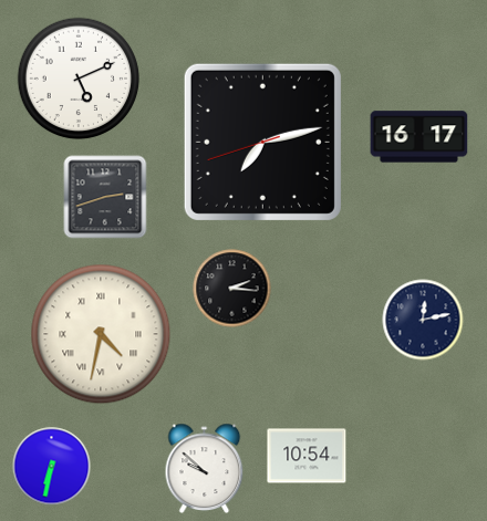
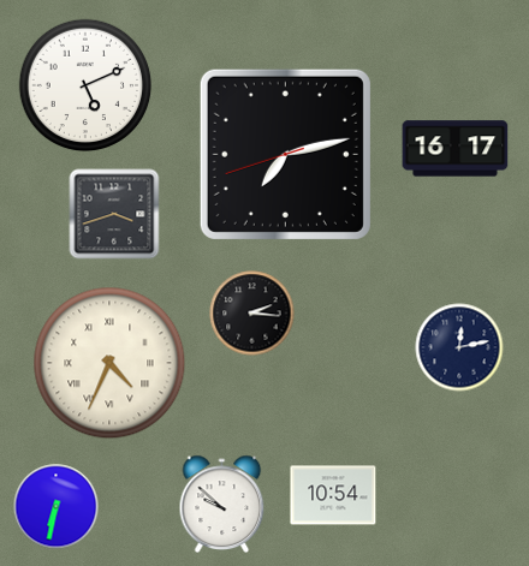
clock at (105, 197): 2:42 -> 3:42
clock at (101, 334): 4:32 -> 4:34
clock at (205, 468) position: (205, 468) -> (222, 504)
